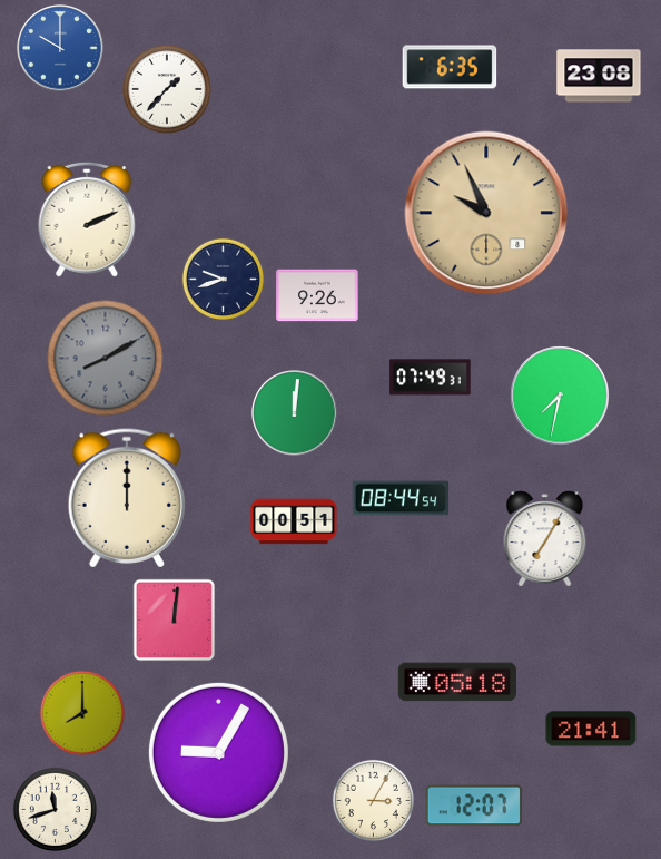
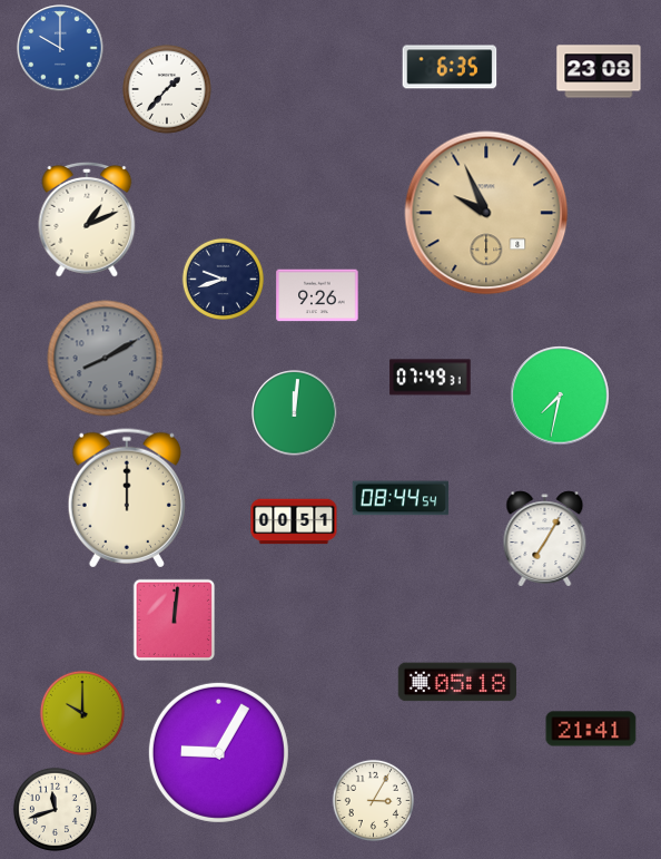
clock at (599, 76) position: (599, 76) -> (599, 71)
clock at (87, 219): 2:11 -> 1:11
clock at (82, 713): 8:00 -> 10:00
clock at (474, 806): 12:07 -> none
